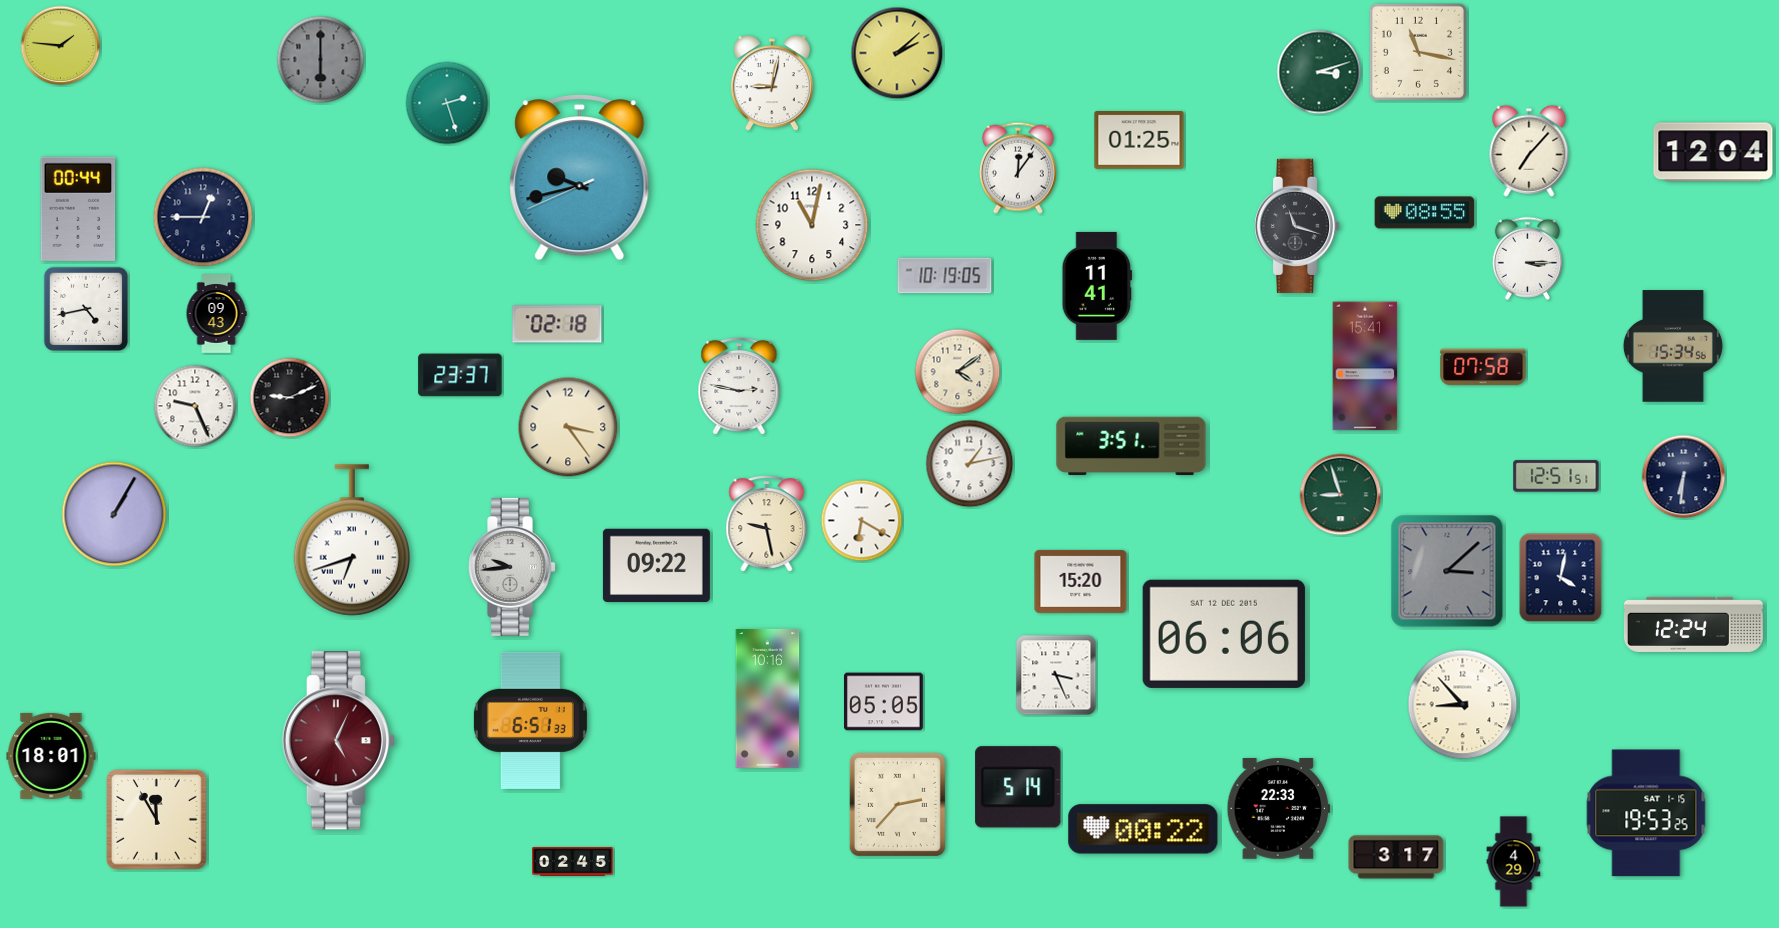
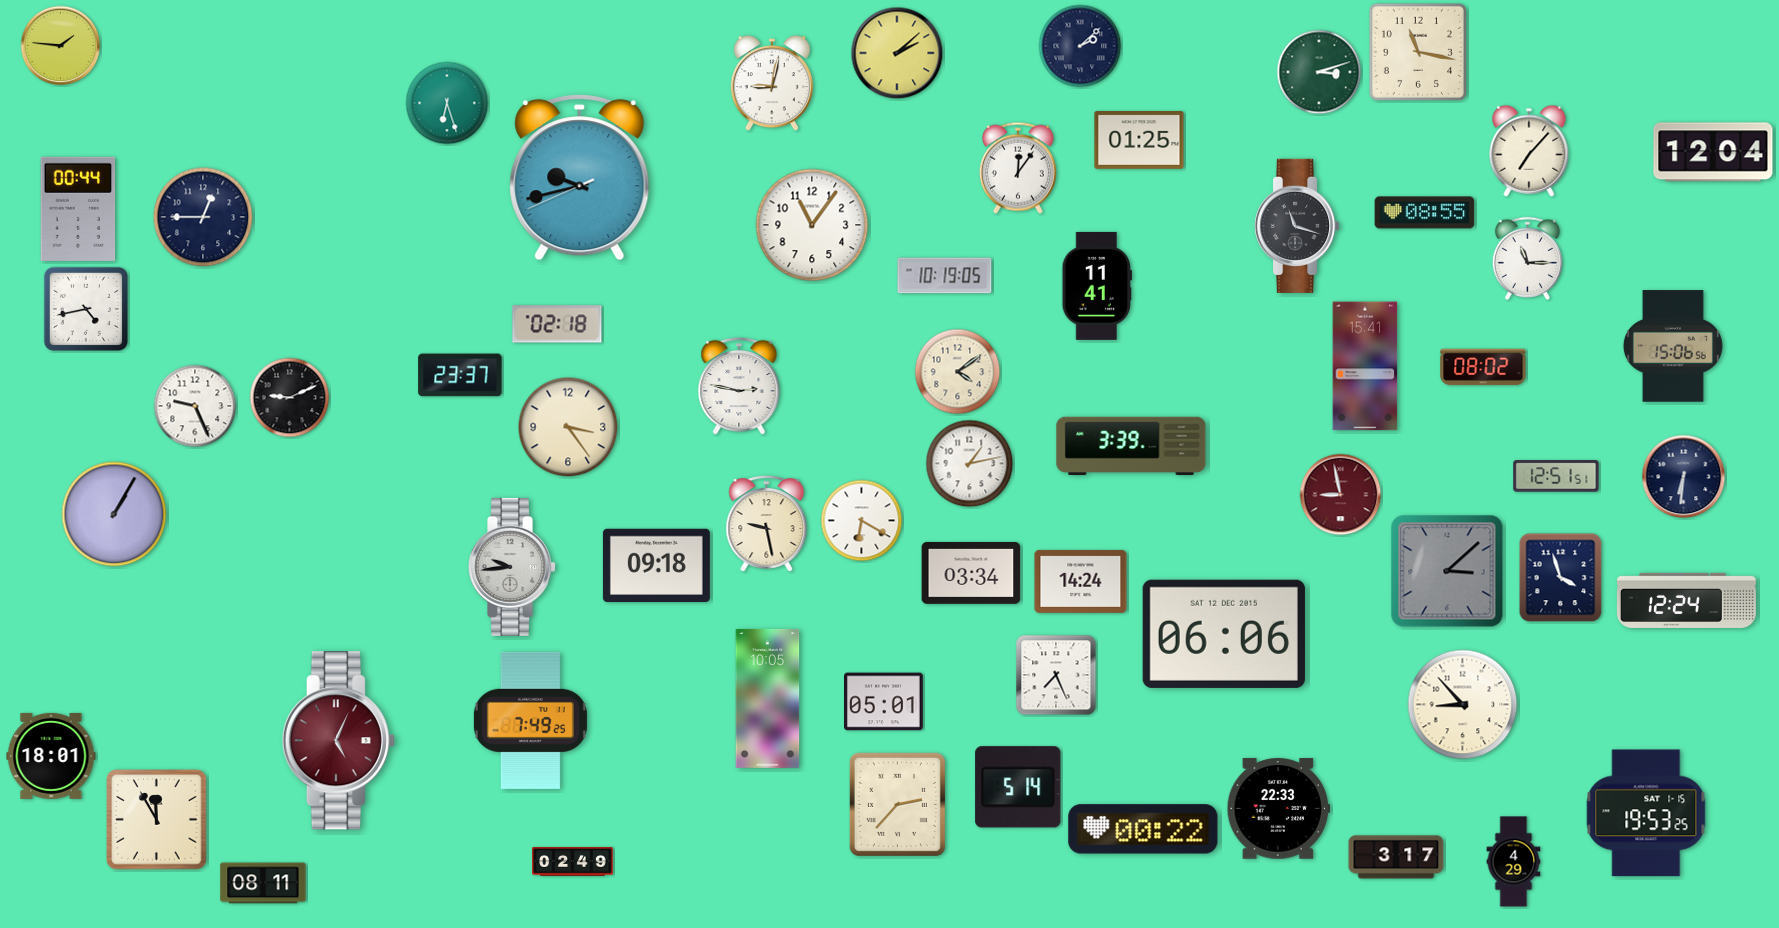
clock at (1080, 46): none -> 2:08
clock at (321, 60): 6:00 -> none
clock at (447, 103): 2:27 -> 6:27
clock at (812, 225): 11:02 -> 11:06
clock at (1527, 258): 3:15 -> 11:15
clock at (216, 314): 09:43 -> none
clock at (1673, 346): 15:34 -> 15:06
clock at (1483, 367): 07:58 -> 08:02
clock at (1131, 446): 3:51 -> 3:39
clock at (1341, 495): 8:57 -> 8:58
clock at (1341, 495) dial: green -> burgundy
clock at (351, 540): 6:42 -> none
clock at (656, 565): 09:22 -> 09:18
clock at (971, 573): none -> 03:34
clock at (1561, 578): 4:02 -> 3:57
clock at (1081, 581): 15:20 -> 14:24
clock at (1693, 624) position: (1693, 624) -> (1686, 600)
clock at (1056, 675): 3:26 -> 7:26
clock at (768, 698): 10:16 -> 10:05
clock at (884, 702): 05:05 -> 05:01
clock at (530, 720): 6:51 -> 7:49
clock at (573, 862): 02:45 -> 02:49
clock at (263, 883): none -> 08:11
